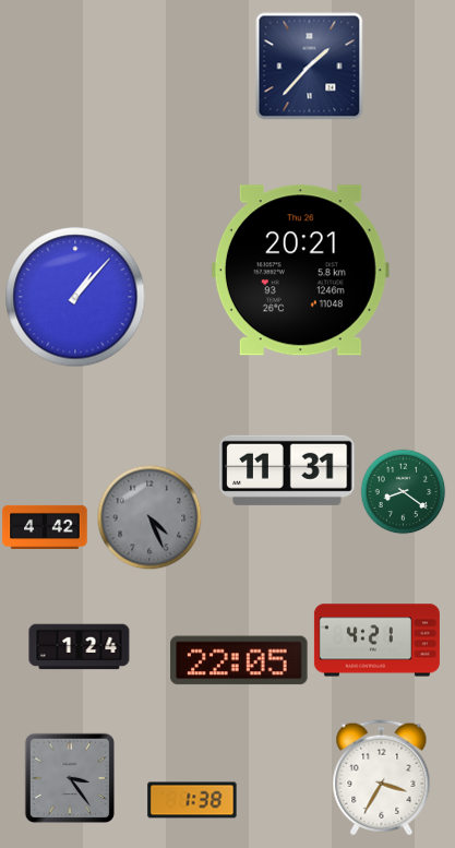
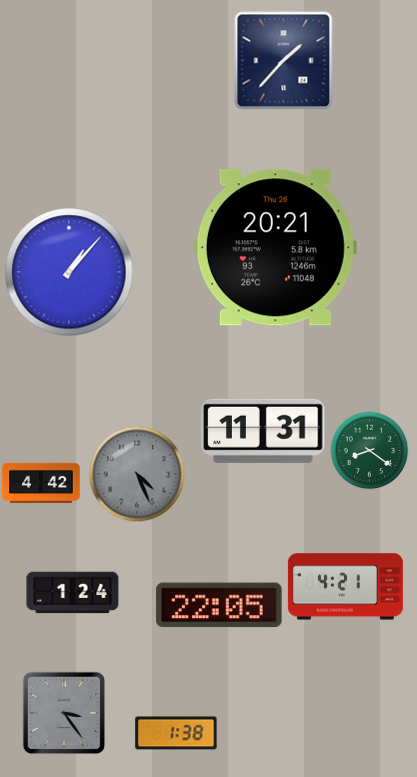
clock at (382, 778): 3:35 -> none
